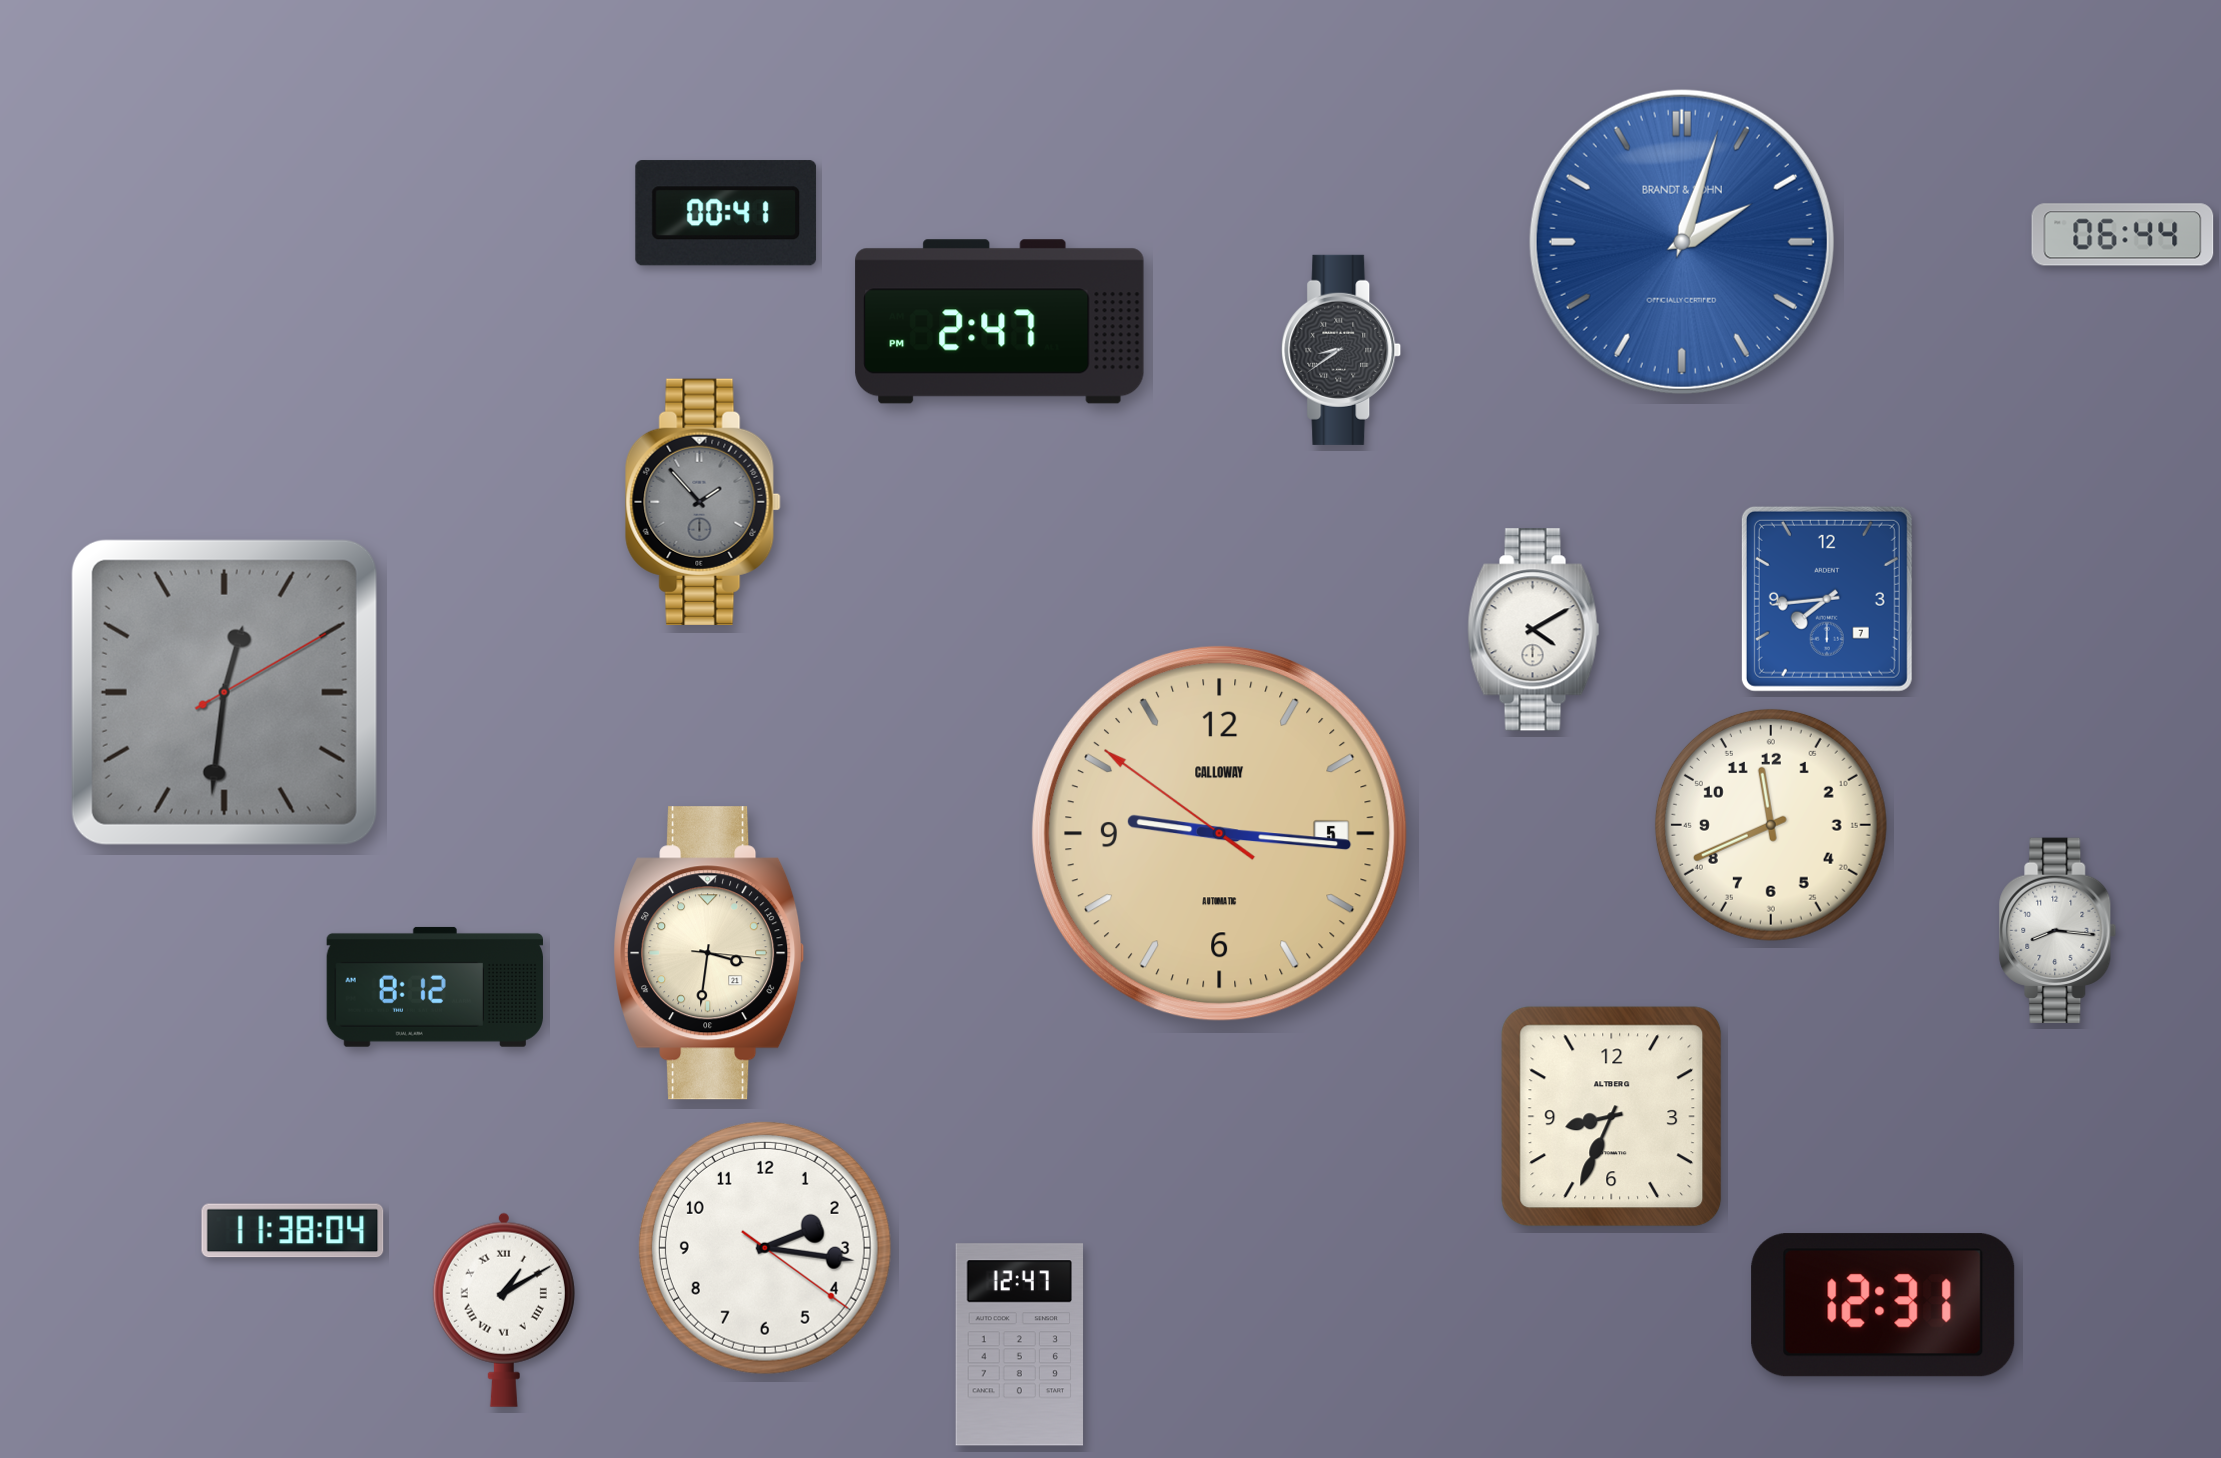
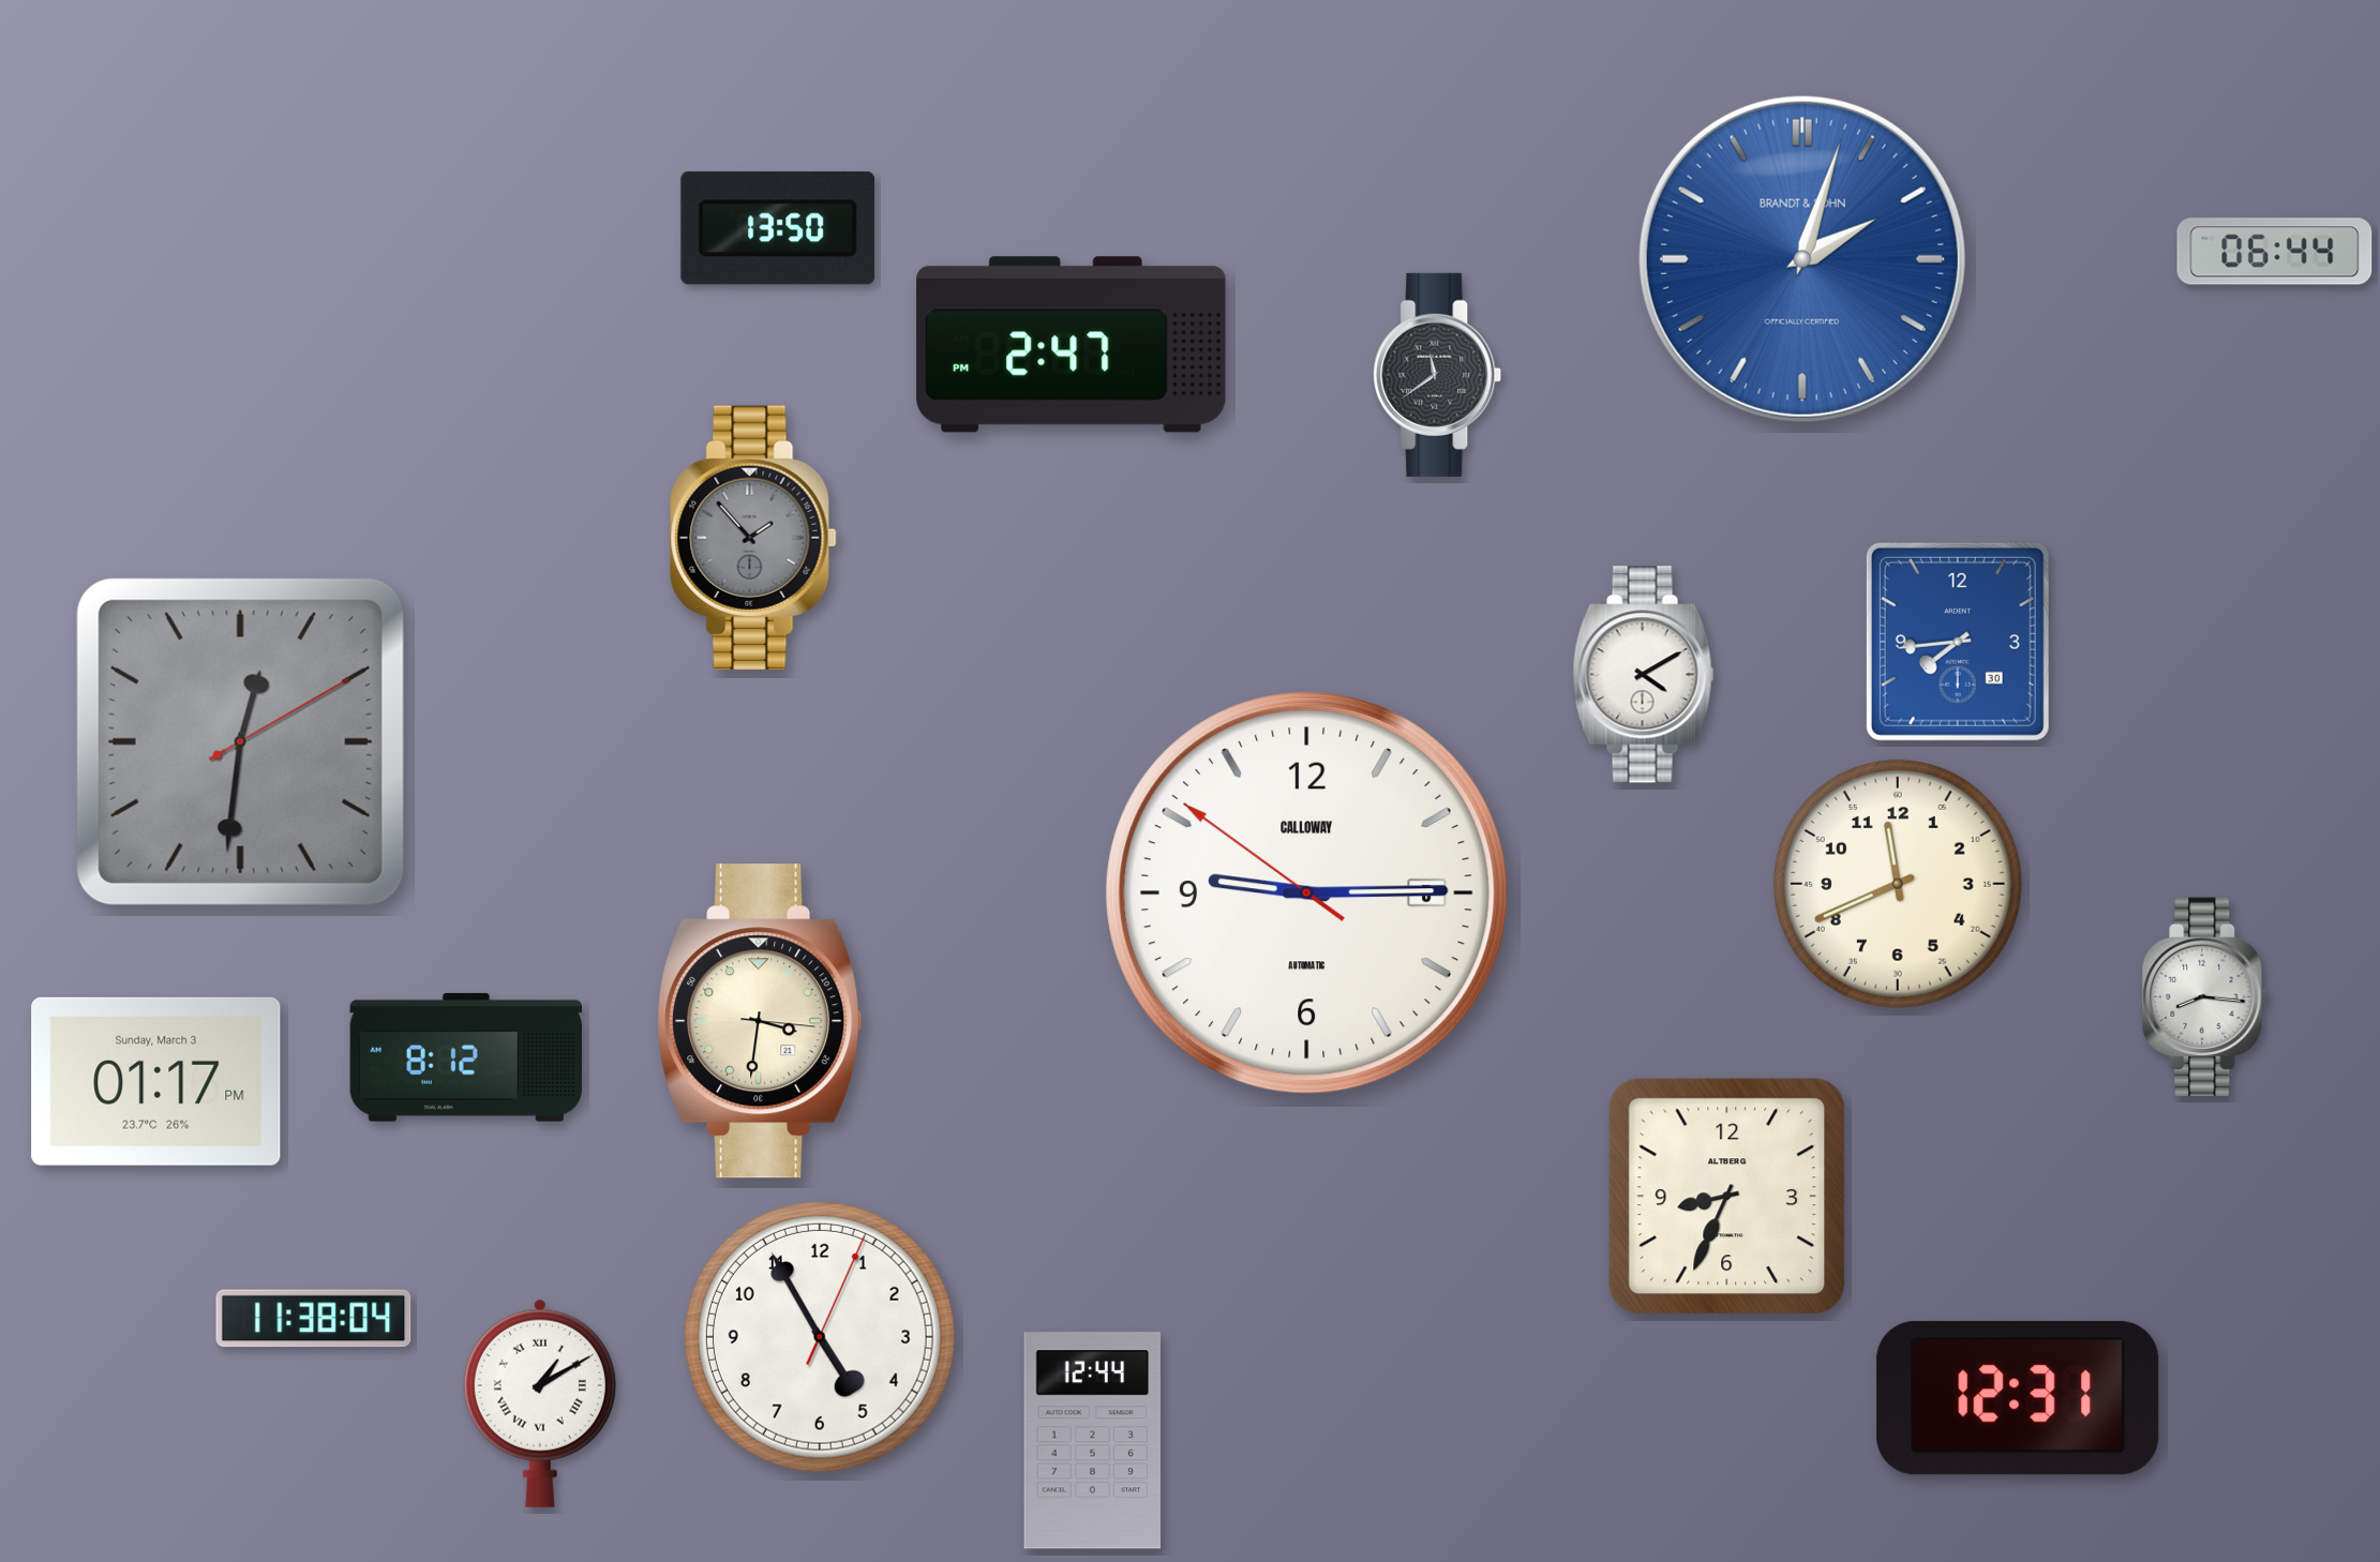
clock at (726, 213): 00:41 -> 13:50
clock at (1341, 350): 8:39 -> 11:39
clock at (1827, 599) date: 7 -> 30
clock at (1219, 833): 9:15 -> 9:14
clock at (1219, 833) dial: champagne -> white
clock at (156, 1081): none -> 01:17
clock at (765, 1248): 2:16 -> 4:55
clock at (1020, 1345): 12:47 -> 12:44
